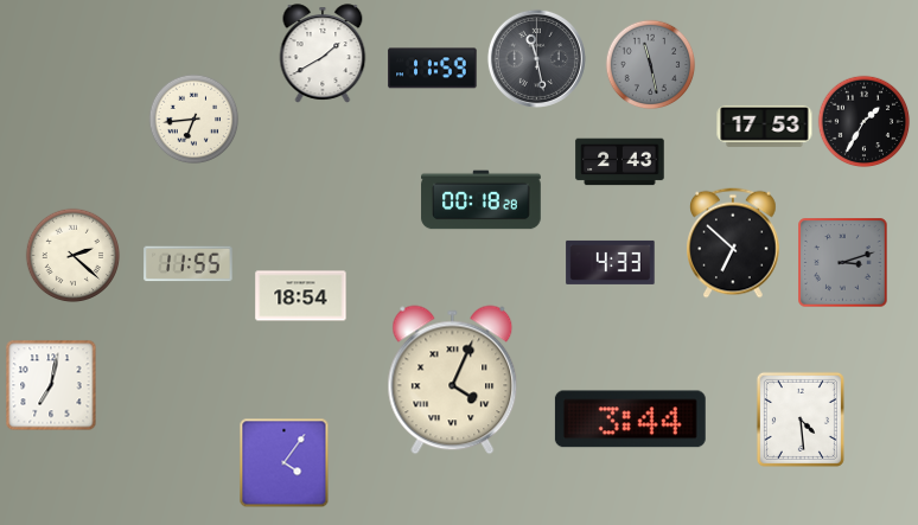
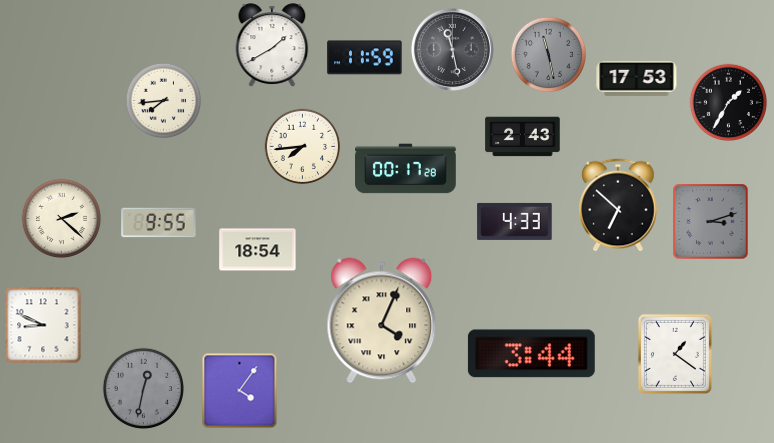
clock at (195, 120): 6:44 -> 7:44
clock at (765, 126) position: (765, 126) -> (637, 78)
clock at (303, 147): none -> 7:44
clock at (482, 200): 00:18 -> 00:17
clock at (74, 256) position: (74, 256) -> (62, 219)
clock at (189, 264): 11:55 -> 9:55
clock at (301, 296) position: (301, 296) -> (258, 250)
clock at (51, 385): 7:02 -> 8:49
clock at (801, 420): 4:29 -> 1:21
clock at (143, 388): none -> 12:32
